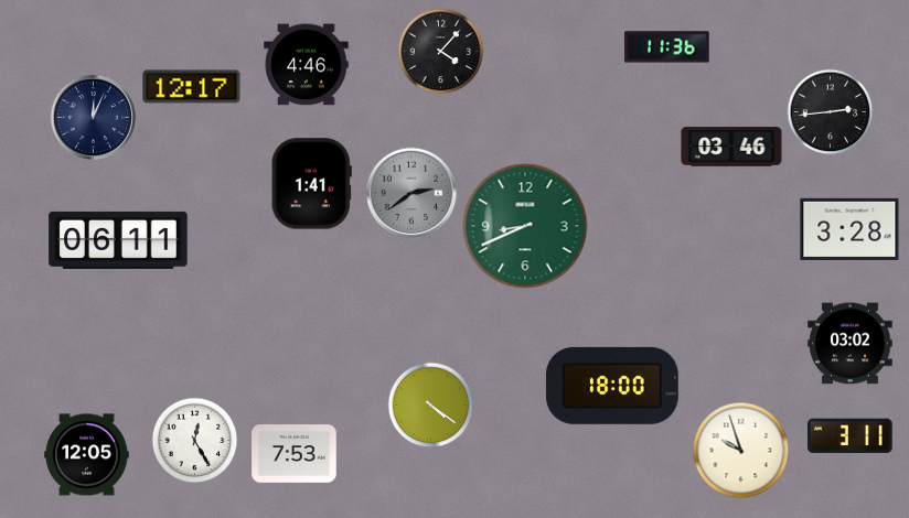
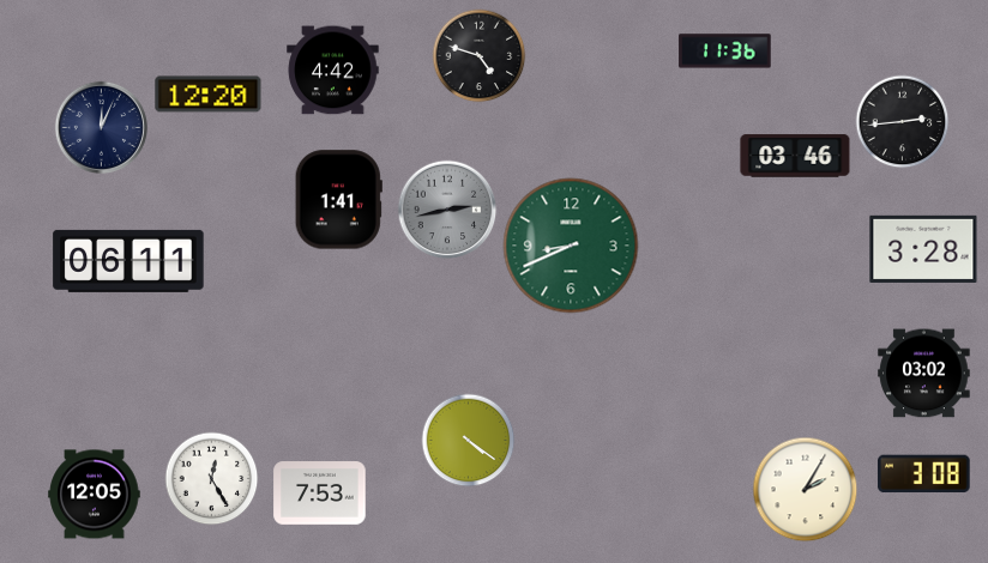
clock at (440, 51): 4:07 -> 4:48
clock at (307, 65): 4:46 -> 4:42
clock at (192, 87): 12:17 -> 12:20
clock at (731, 147) position: (731, 147) -> (795, 156)
clock at (411, 193): 2:39 -> 2:43
clock at (612, 386): 18:00 -> none
clock at (851, 436): 3:11 -> 3:08
clock at (740, 450): 9:57 -> 2:05
